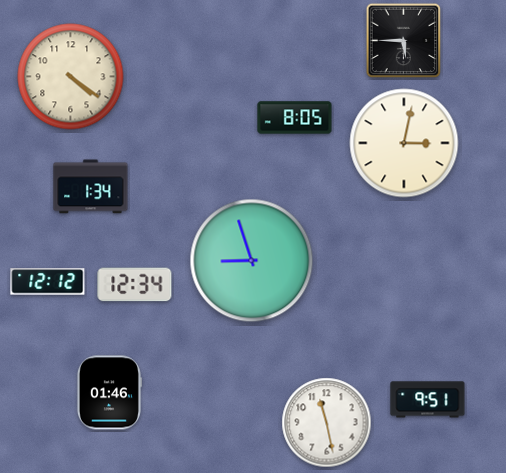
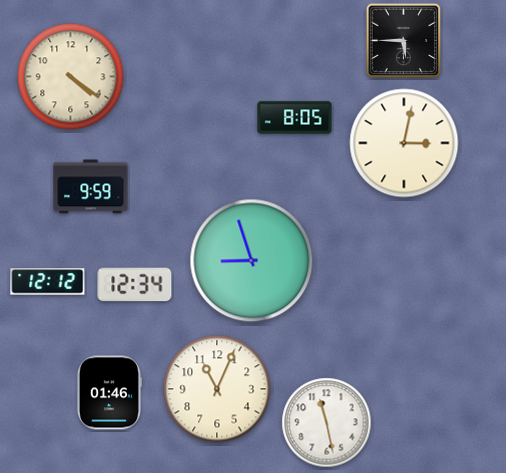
clock at (91, 187): 1:34 -> 9:59
clock at (217, 389): none -> 11:04
clock at (428, 400): 9:51 -> none
